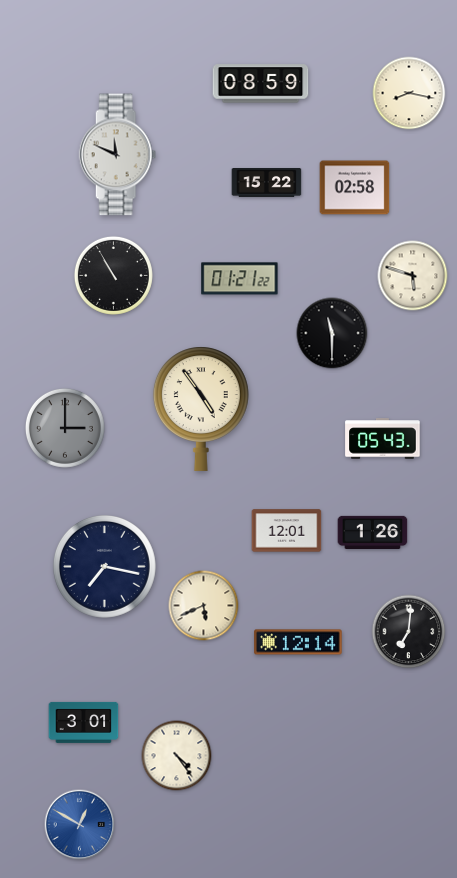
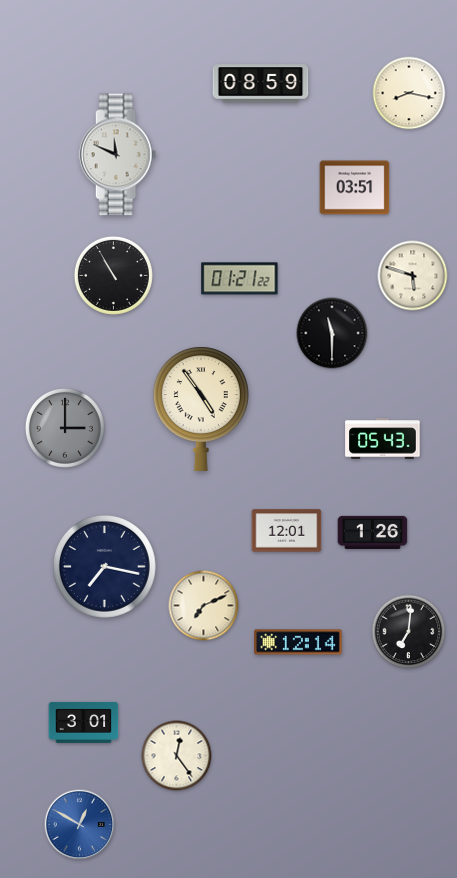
clock at (267, 183): 15:22 -> none
clock at (355, 188): 02:58 -> 03:51
clock at (204, 606): 5:41 -> 7:11
clock at (177, 756): 4:24 -> 12:24
